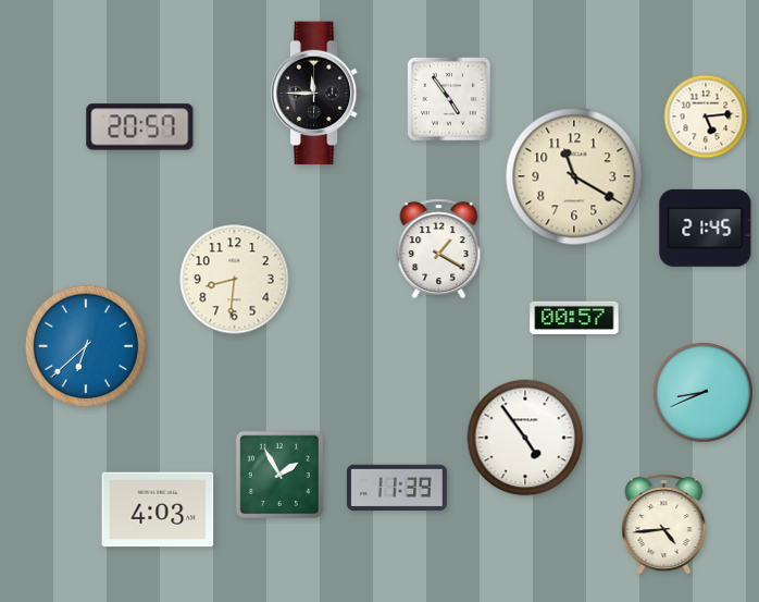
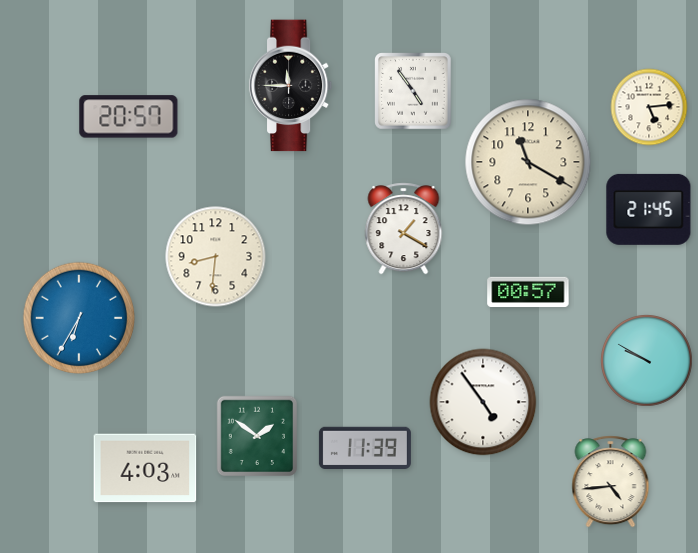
clock at (85, 345): 6:38 -> 6:35
clock at (704, 393): 8:41 -> 9:50
clock at (279, 475): 1:55 -> 1:51
